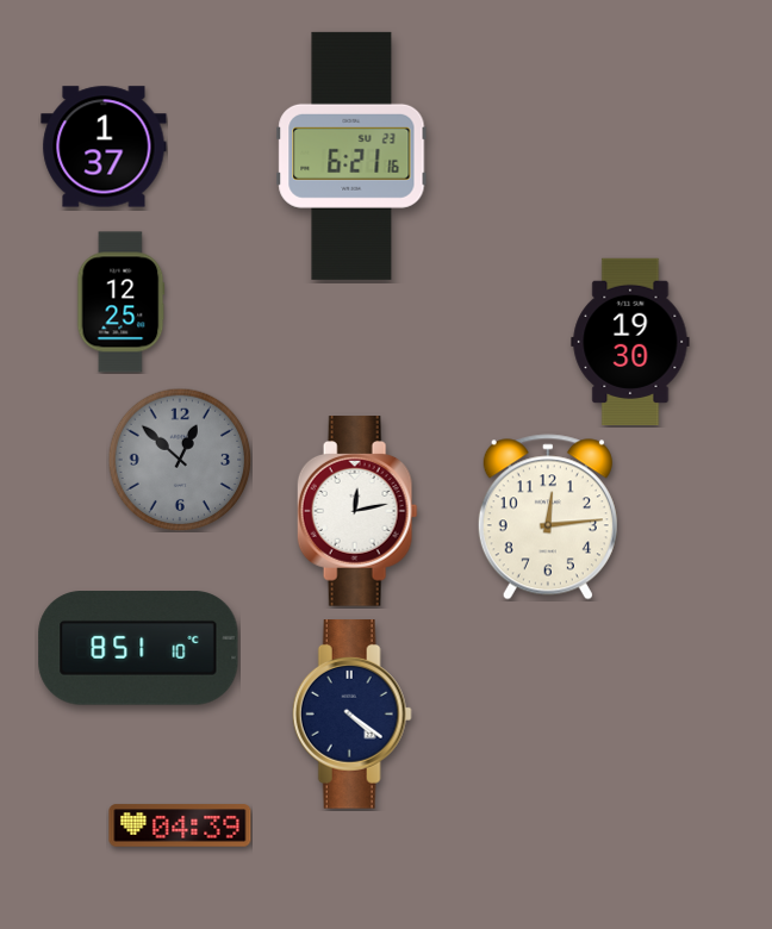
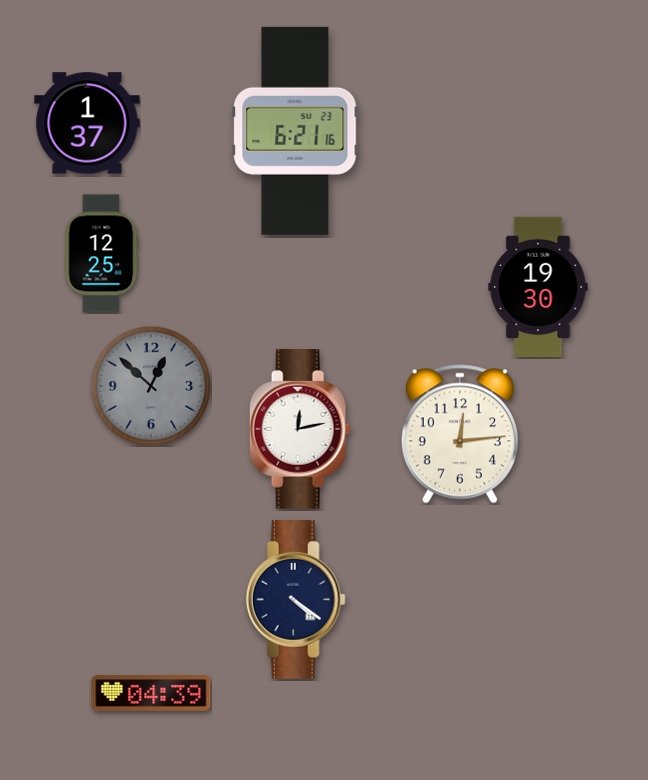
clock at (630, 341) position: (630, 341) -> (538, 286)
clock at (138, 648): 8:51 -> none
